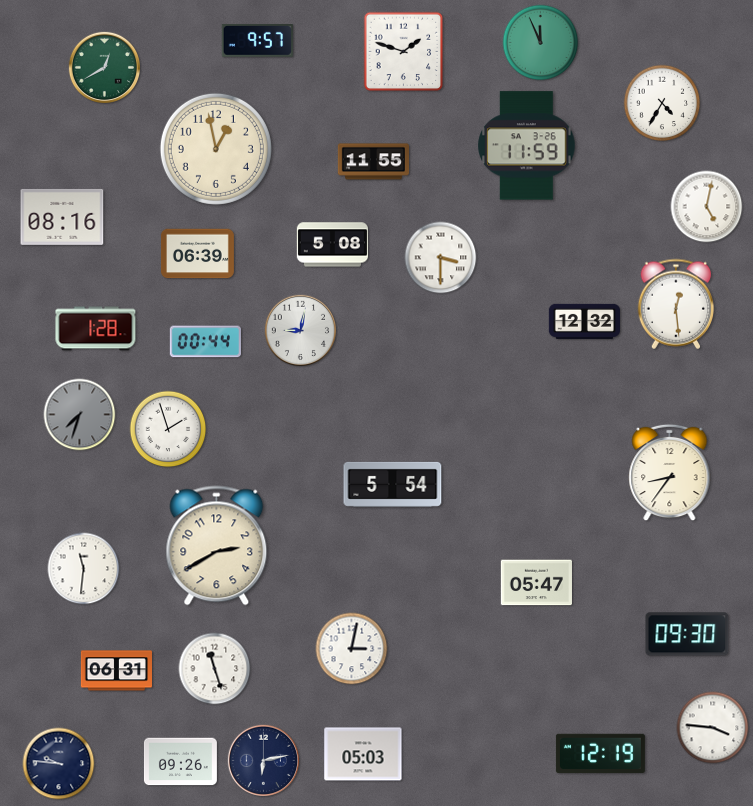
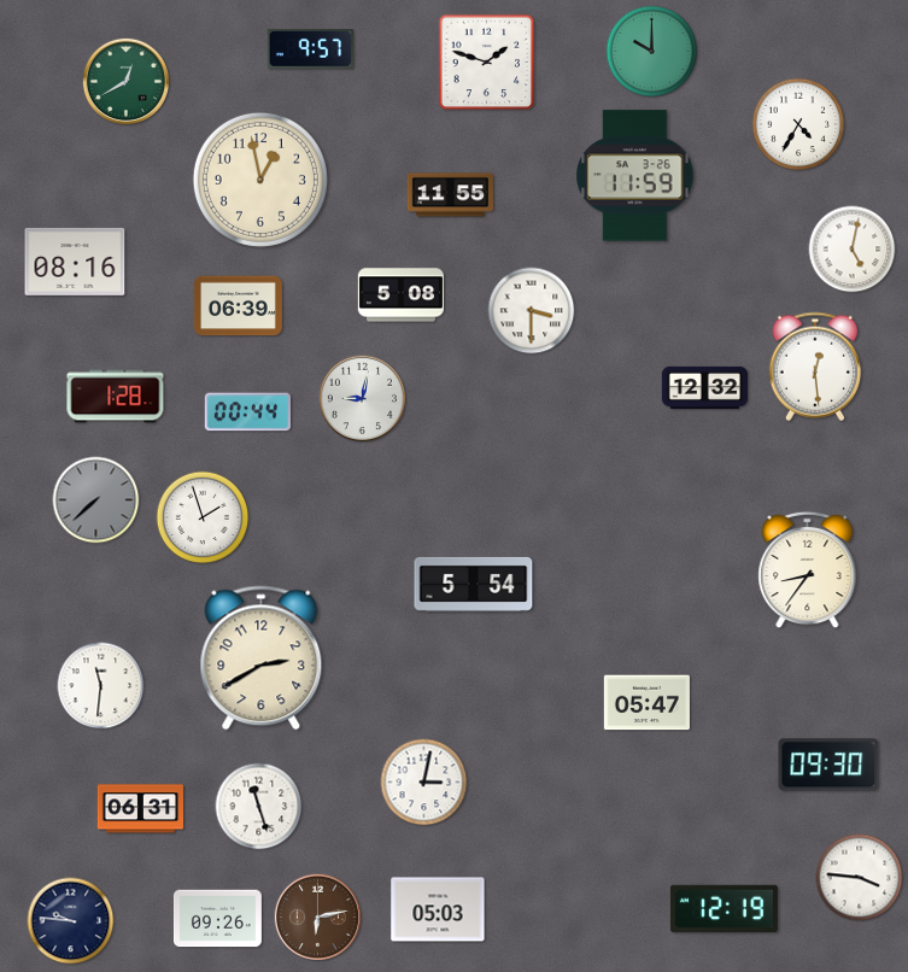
clock at (541, 43): 11:56 -> 10:00
clock at (80, 415): 7:33 -> 7:38
clock at (263, 760) dial: navy -> brown
